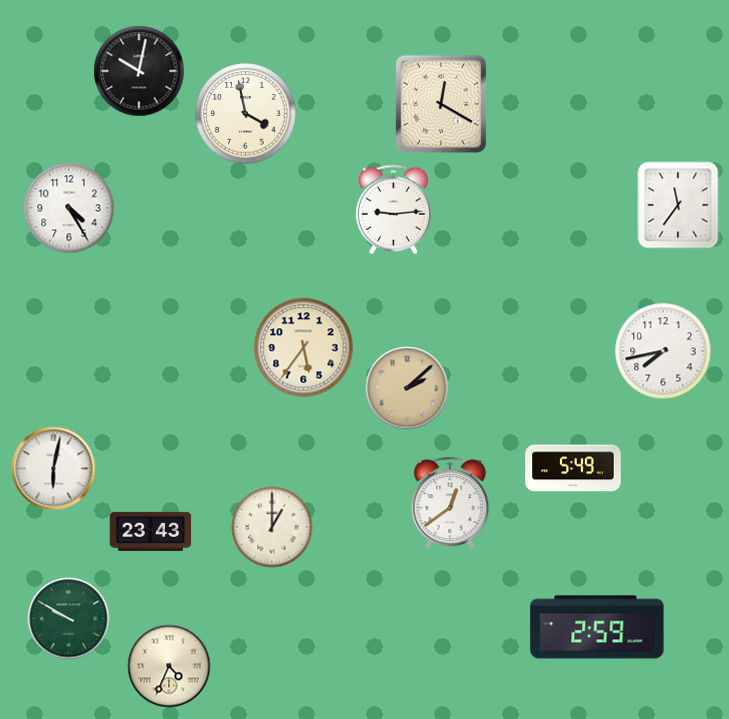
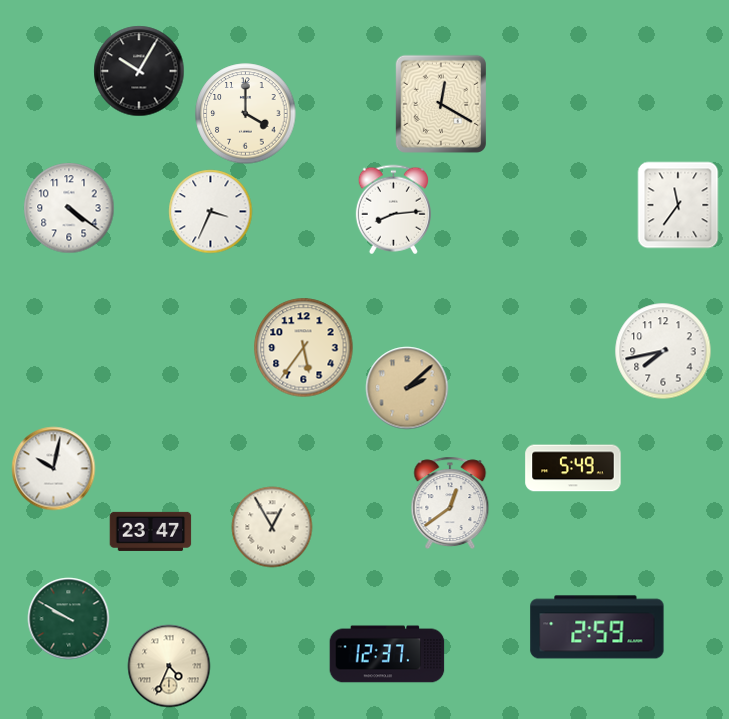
clock at (139, 71): 10:02 -> 10:05
clock at (246, 114): 3:58 -> 4:00
clock at (69, 208): 4:25 -> 4:21
clock at (393, 210): 9:14 -> 8:14
clock at (211, 212): none -> 3:34
clock at (54, 469): 6:02 -> 10:02
clock at (272, 527): 1:00 -> 12:55
clock at (151, 531): 23:43 -> 23:47
clock at (387, 654): none -> 12:37
